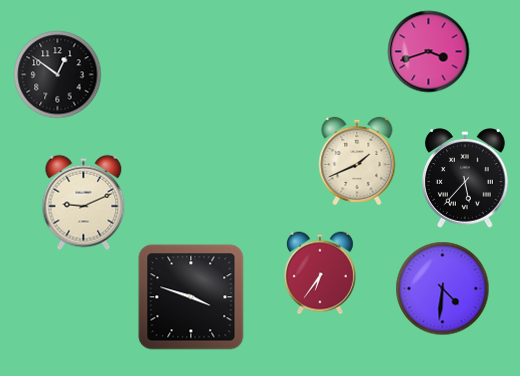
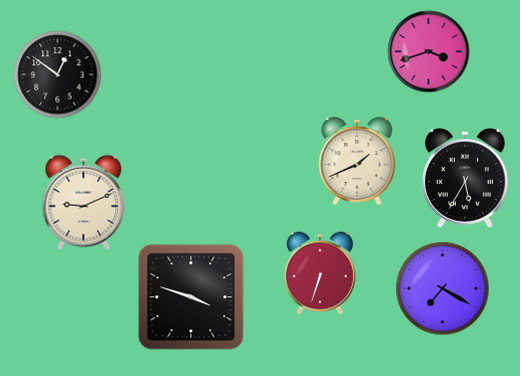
clock at (466, 178): 5:37 -> 5:35
clock at (320, 273): 6:36 -> 6:33
clock at (443, 289): 4:31 -> 7:20
